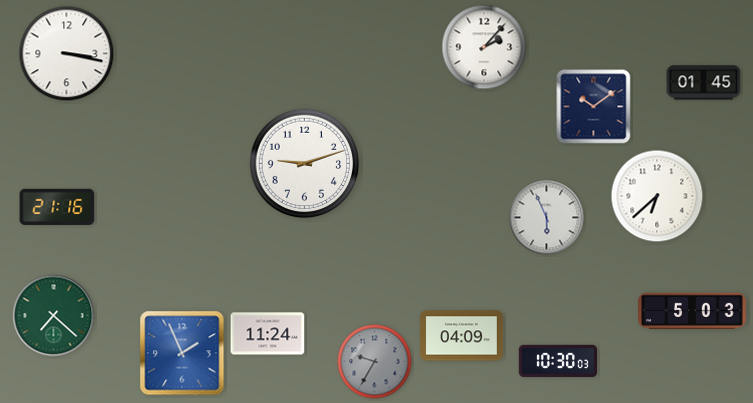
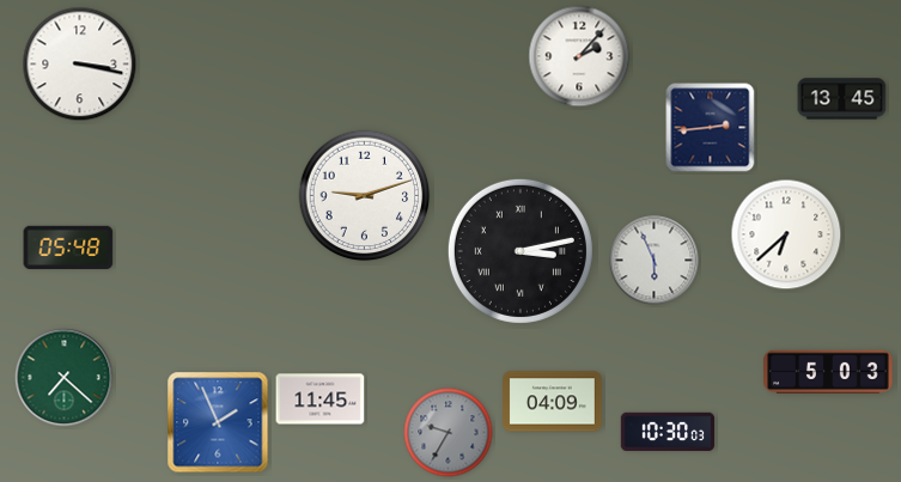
clock at (704, 83): 01:45 -> 13:45
clock at (594, 107): 10:09 -> 2:44
clock at (57, 207): 21:16 -> 05:48
clock at (520, 251): none -> 3:13
clock at (268, 334): 11:24 -> 11:45
